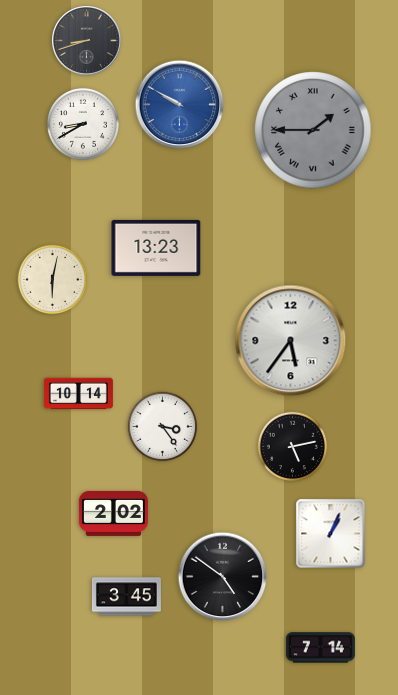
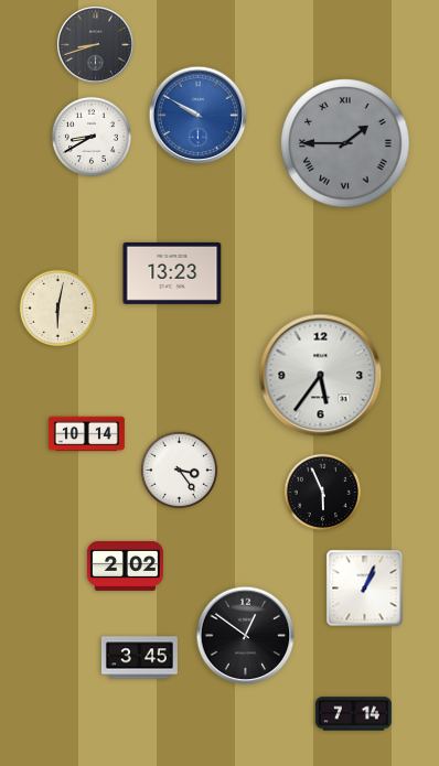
clock at (293, 447): 5:13 -> 5:56
clock at (223, 577): 4:51 -> 12:51
